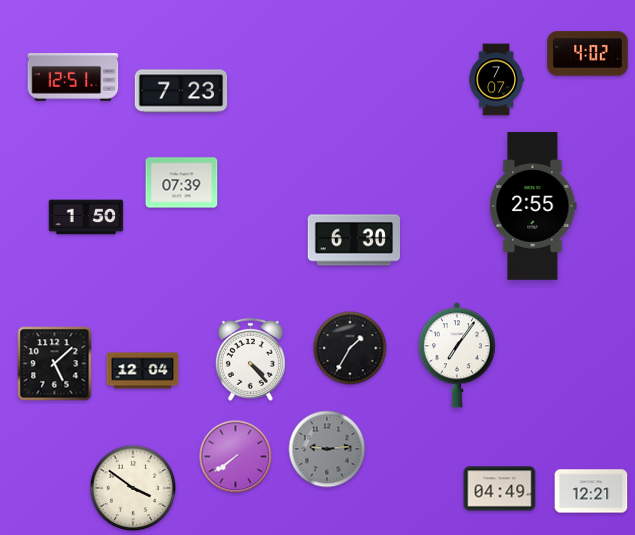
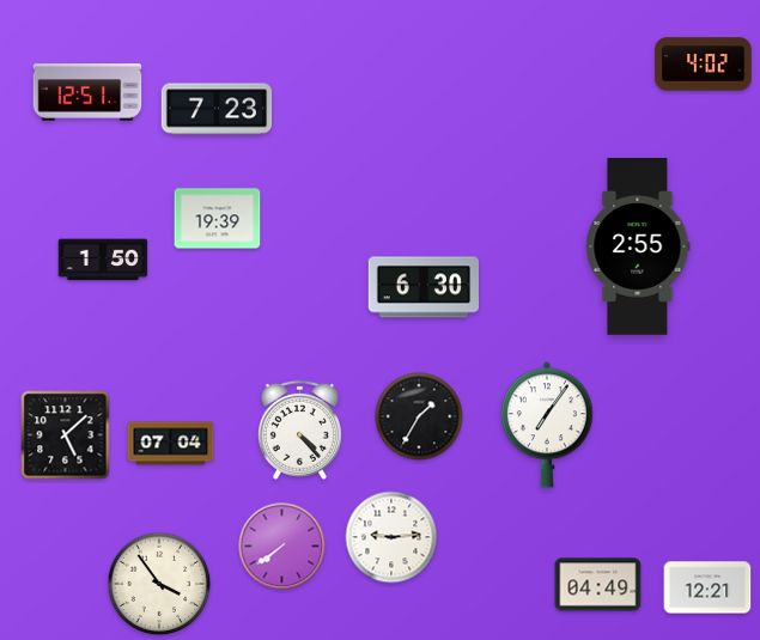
clock at (496, 80): 7:07 -> none
clock at (182, 183): 07:39 -> 19:39
clock at (143, 371): 12:04 -> 07:04
clock at (327, 449) dial: grey -> white
clock at (133, 488): 3:51 -> 3:54
